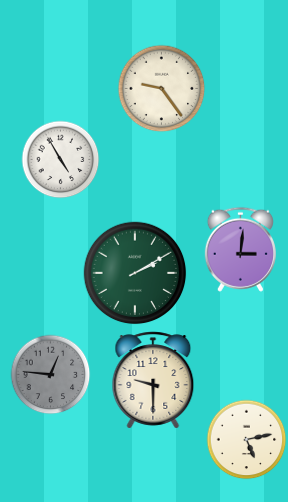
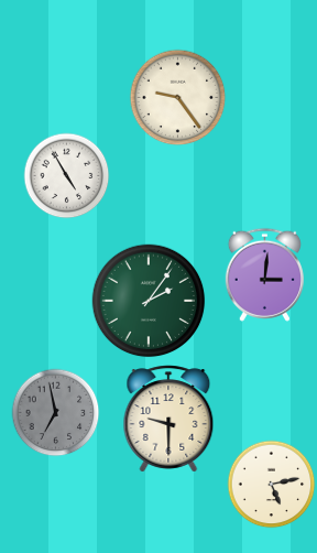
clock at (135, 273): 2:10 -> 2:06
clock at (51, 375): 12:46 -> 6:58
